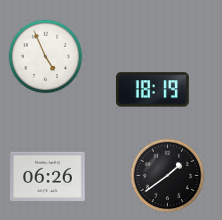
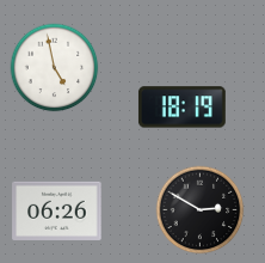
clock at (46, 57): 4:56 -> 4:58
clock at (168, 176): 1:39 -> 2:50
